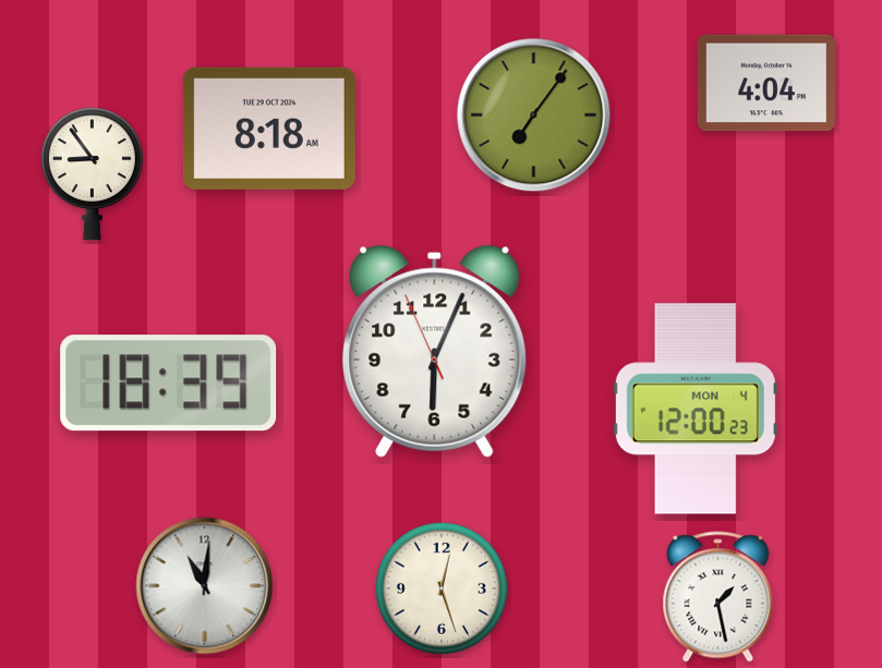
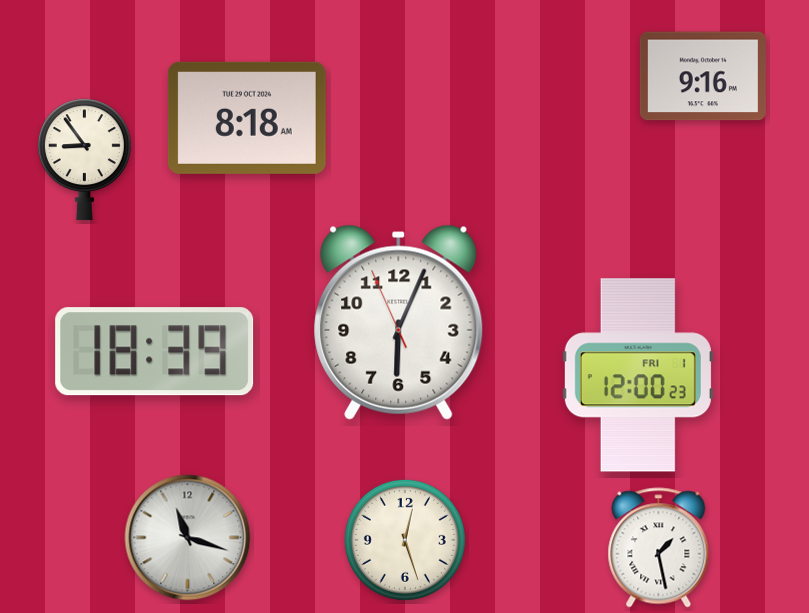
clock at (766, 83): 4:04 -> 9:16
clock at (534, 116): 7:06 -> none
clock at (696, 409) date: MON 4 -> FRI 1
clock at (205, 586): 11:01 -> 11:18
